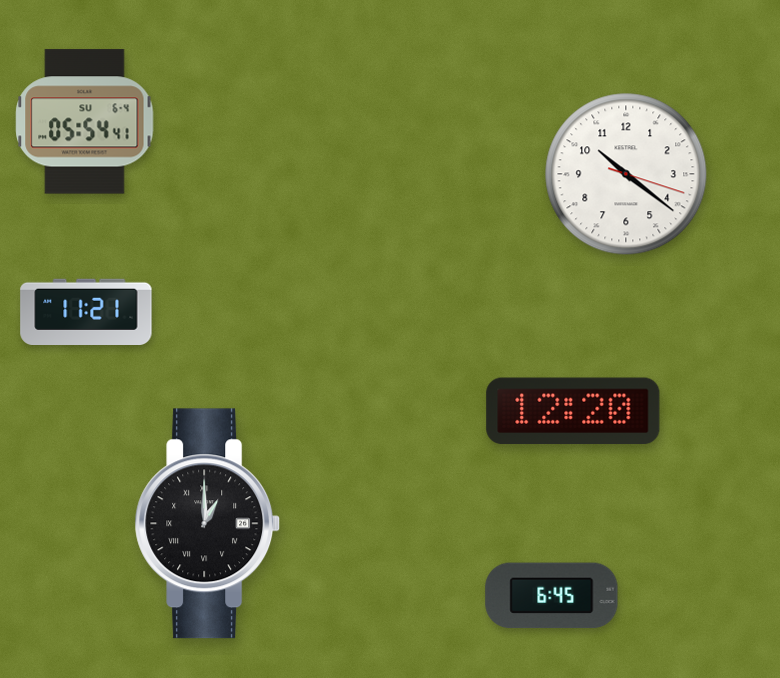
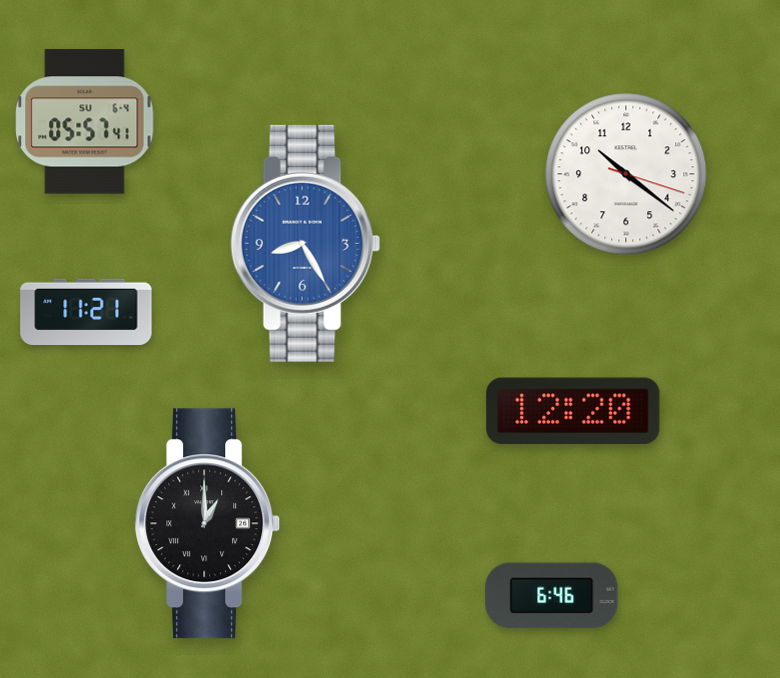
clock at (85, 122): 05:54 -> 05:57
clock at (306, 243): none -> 8:25
clock at (552, 596): 6:45 -> 6:46
